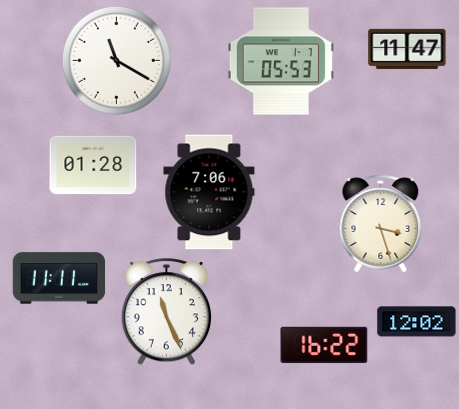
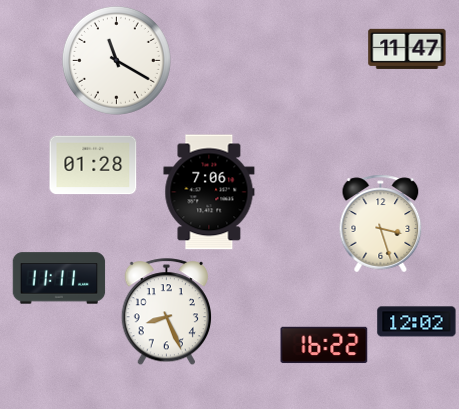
clock at (281, 61): 05:53 -> none
clock at (166, 312): 11:26 -> 8:26
